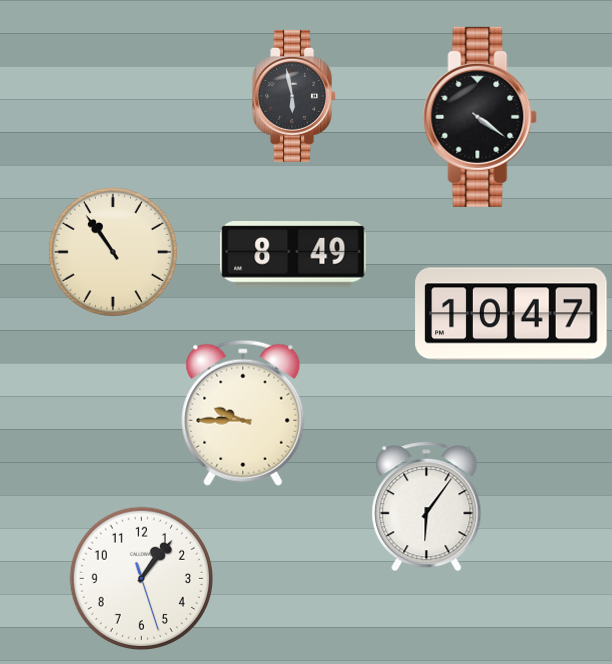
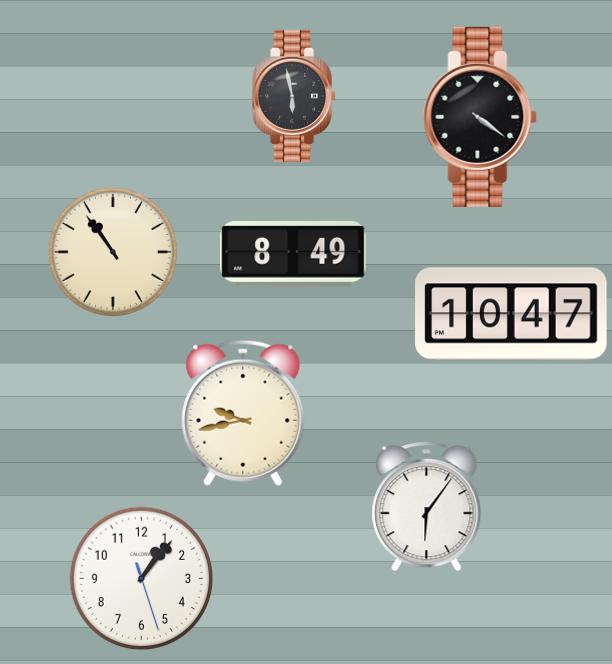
clock at (243, 413): 9:45 -> 9:43
